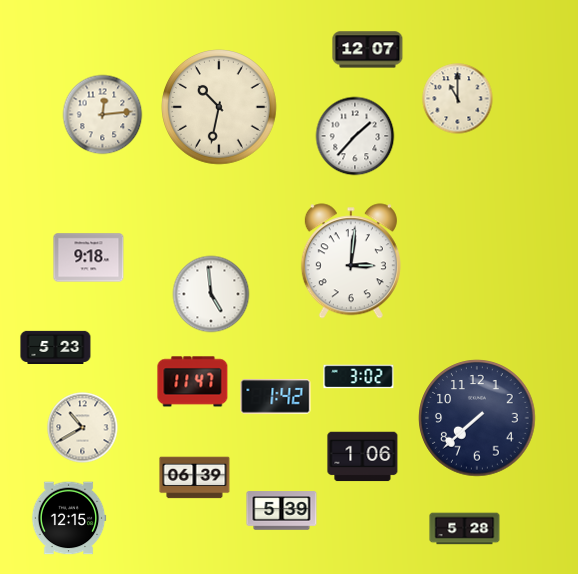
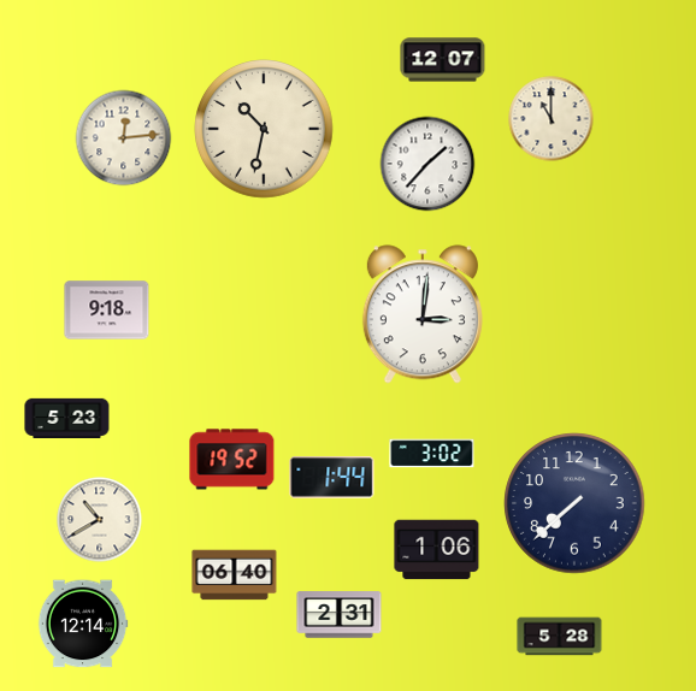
clock at (211, 294): 4:59 -> none
clock at (193, 382): 11:47 -> 19:52
clock at (276, 397): 1:42 -> 1:44
clock at (83, 428) position: (83, 428) -> (100, 520)
clock at (195, 478): 06:39 -> 06:40
clock at (282, 511): 5:39 -> 2:31
clock at (69, 518): 12:15 -> 12:14
